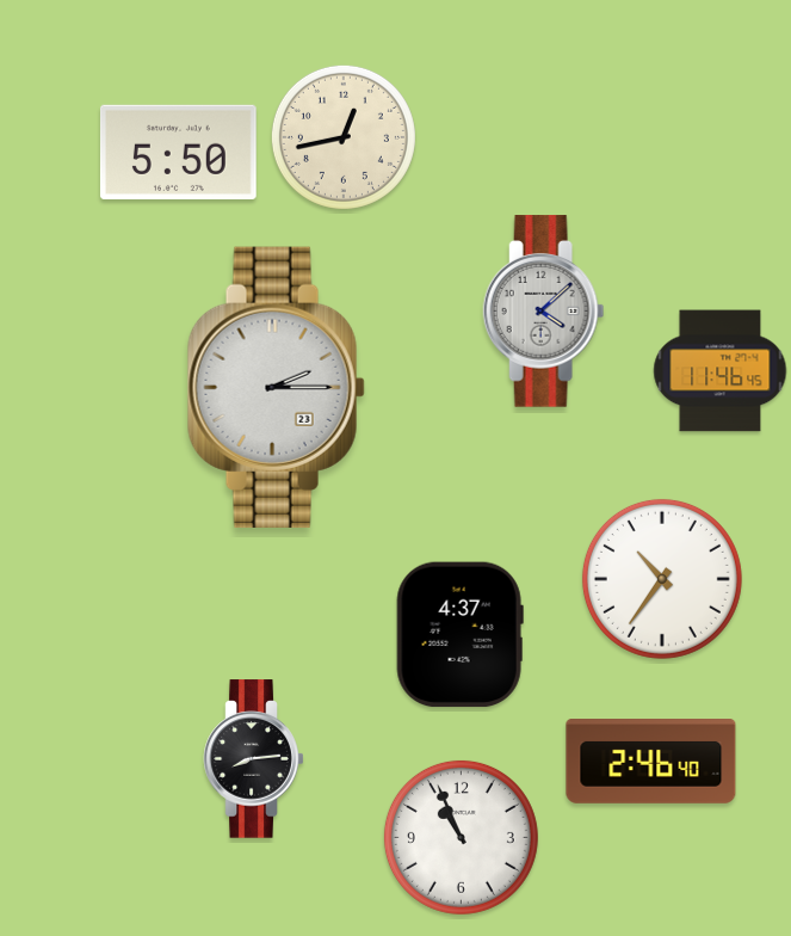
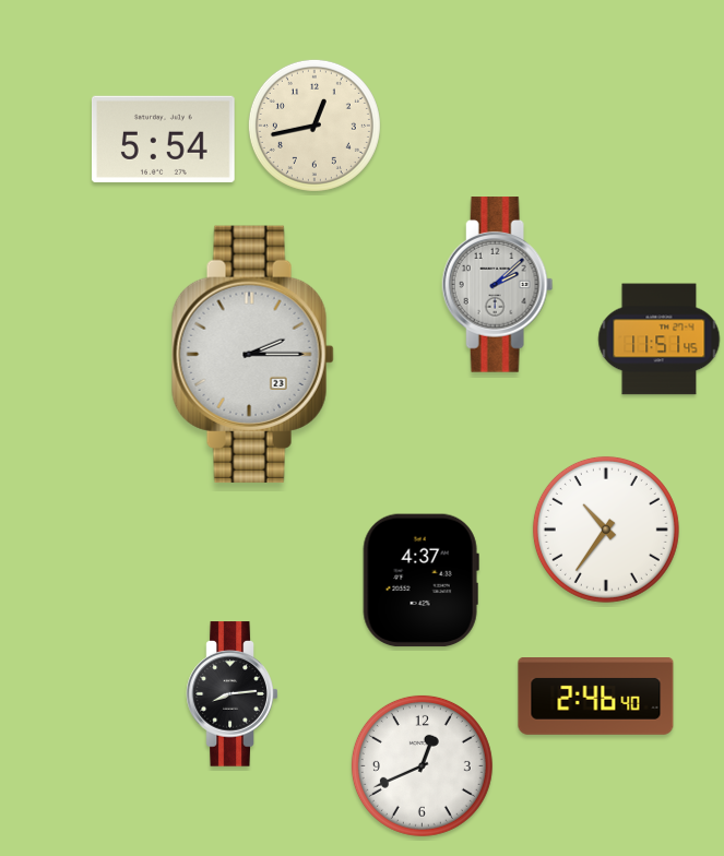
clock at (178, 152): 5:50 -> 5:54
clock at (544, 312): 4:08 -> 2:08
clock at (721, 371): 11:46 -> 11:51
clock at (461, 837): 10:56 -> 12:41
